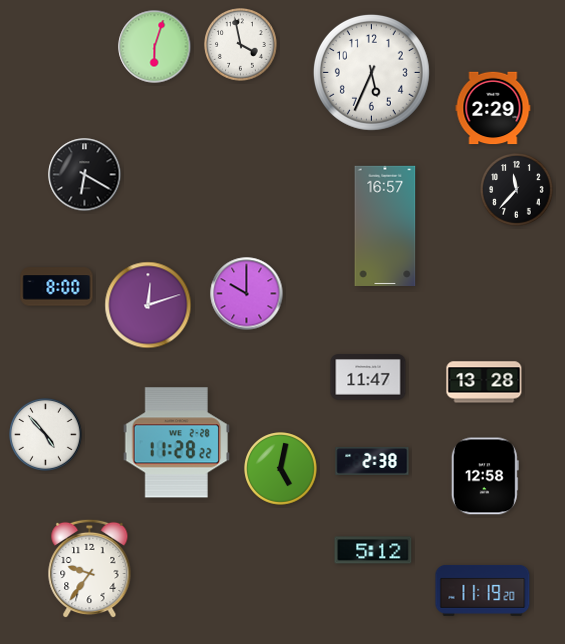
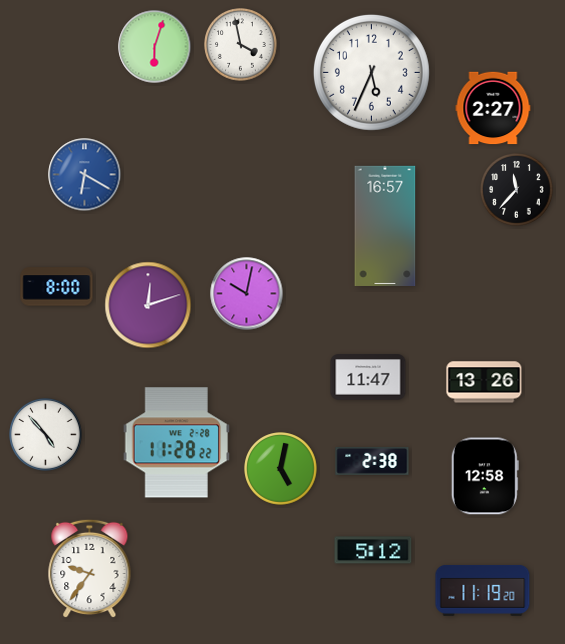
clock at (493, 108): 2:29 -> 2:27
clock at (85, 175) dial: black -> blue
clock at (247, 294): 10:00 -> 10:02
clock at (484, 382): 13:28 -> 13:26
